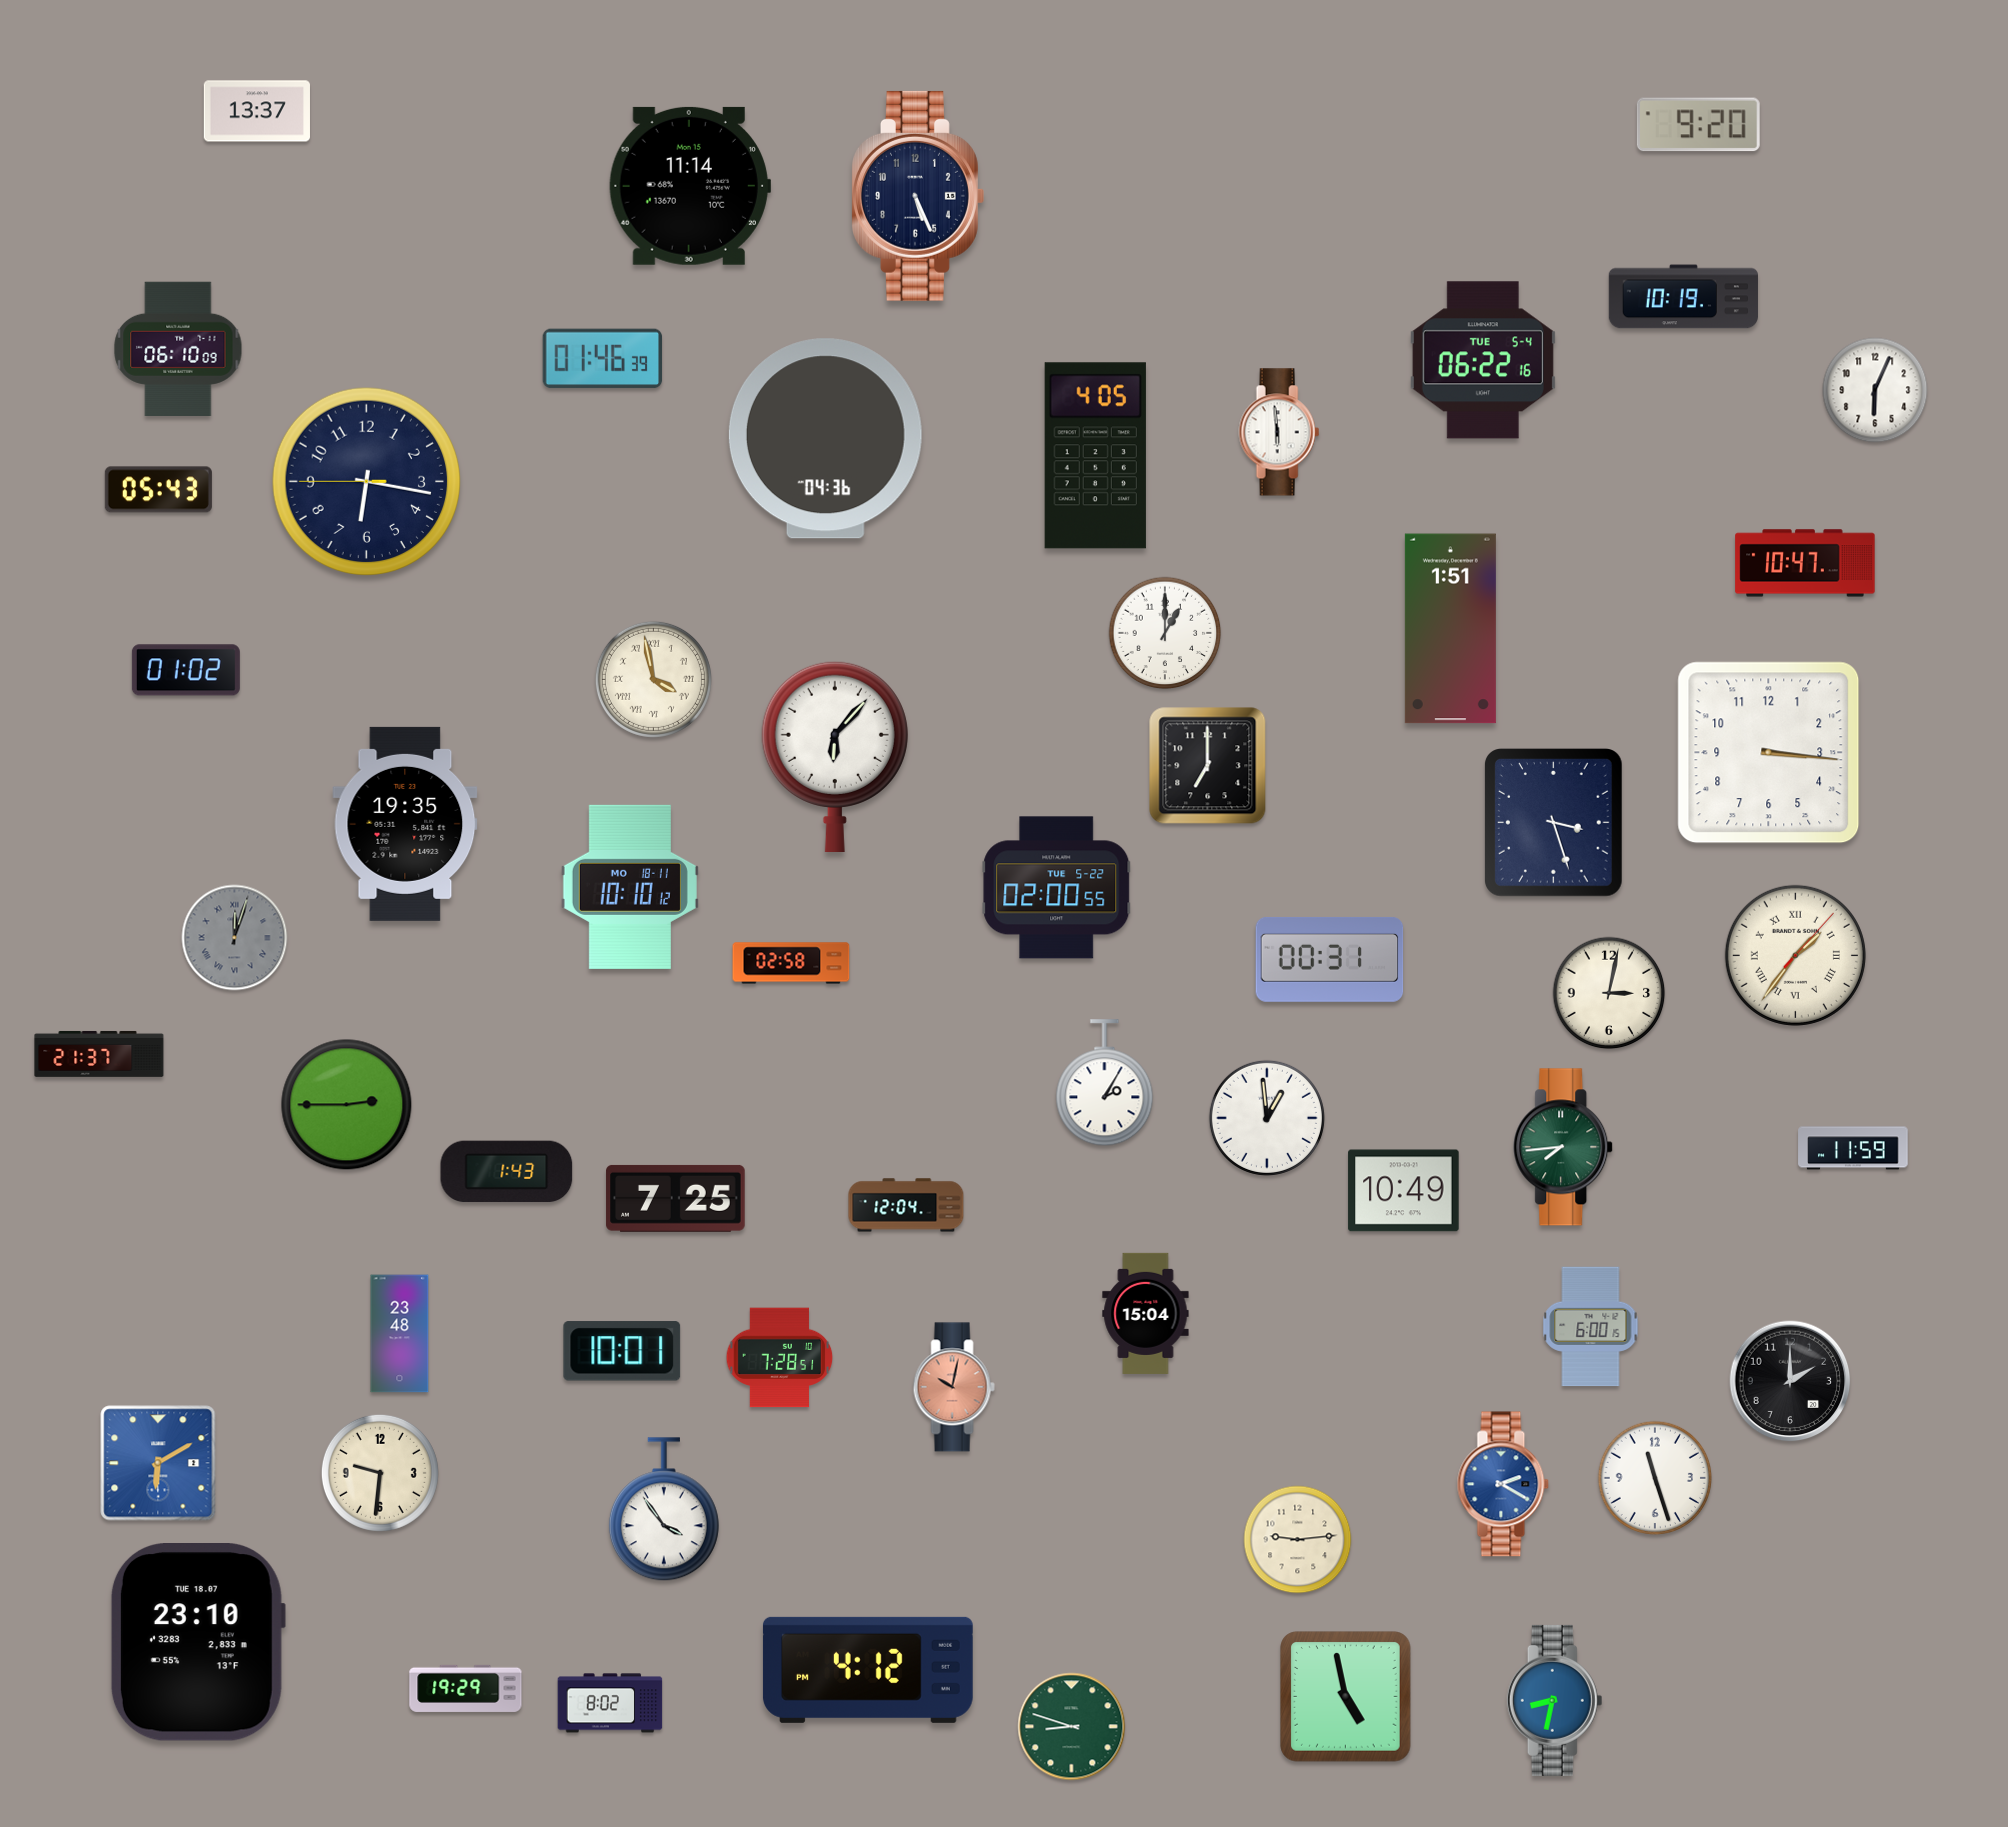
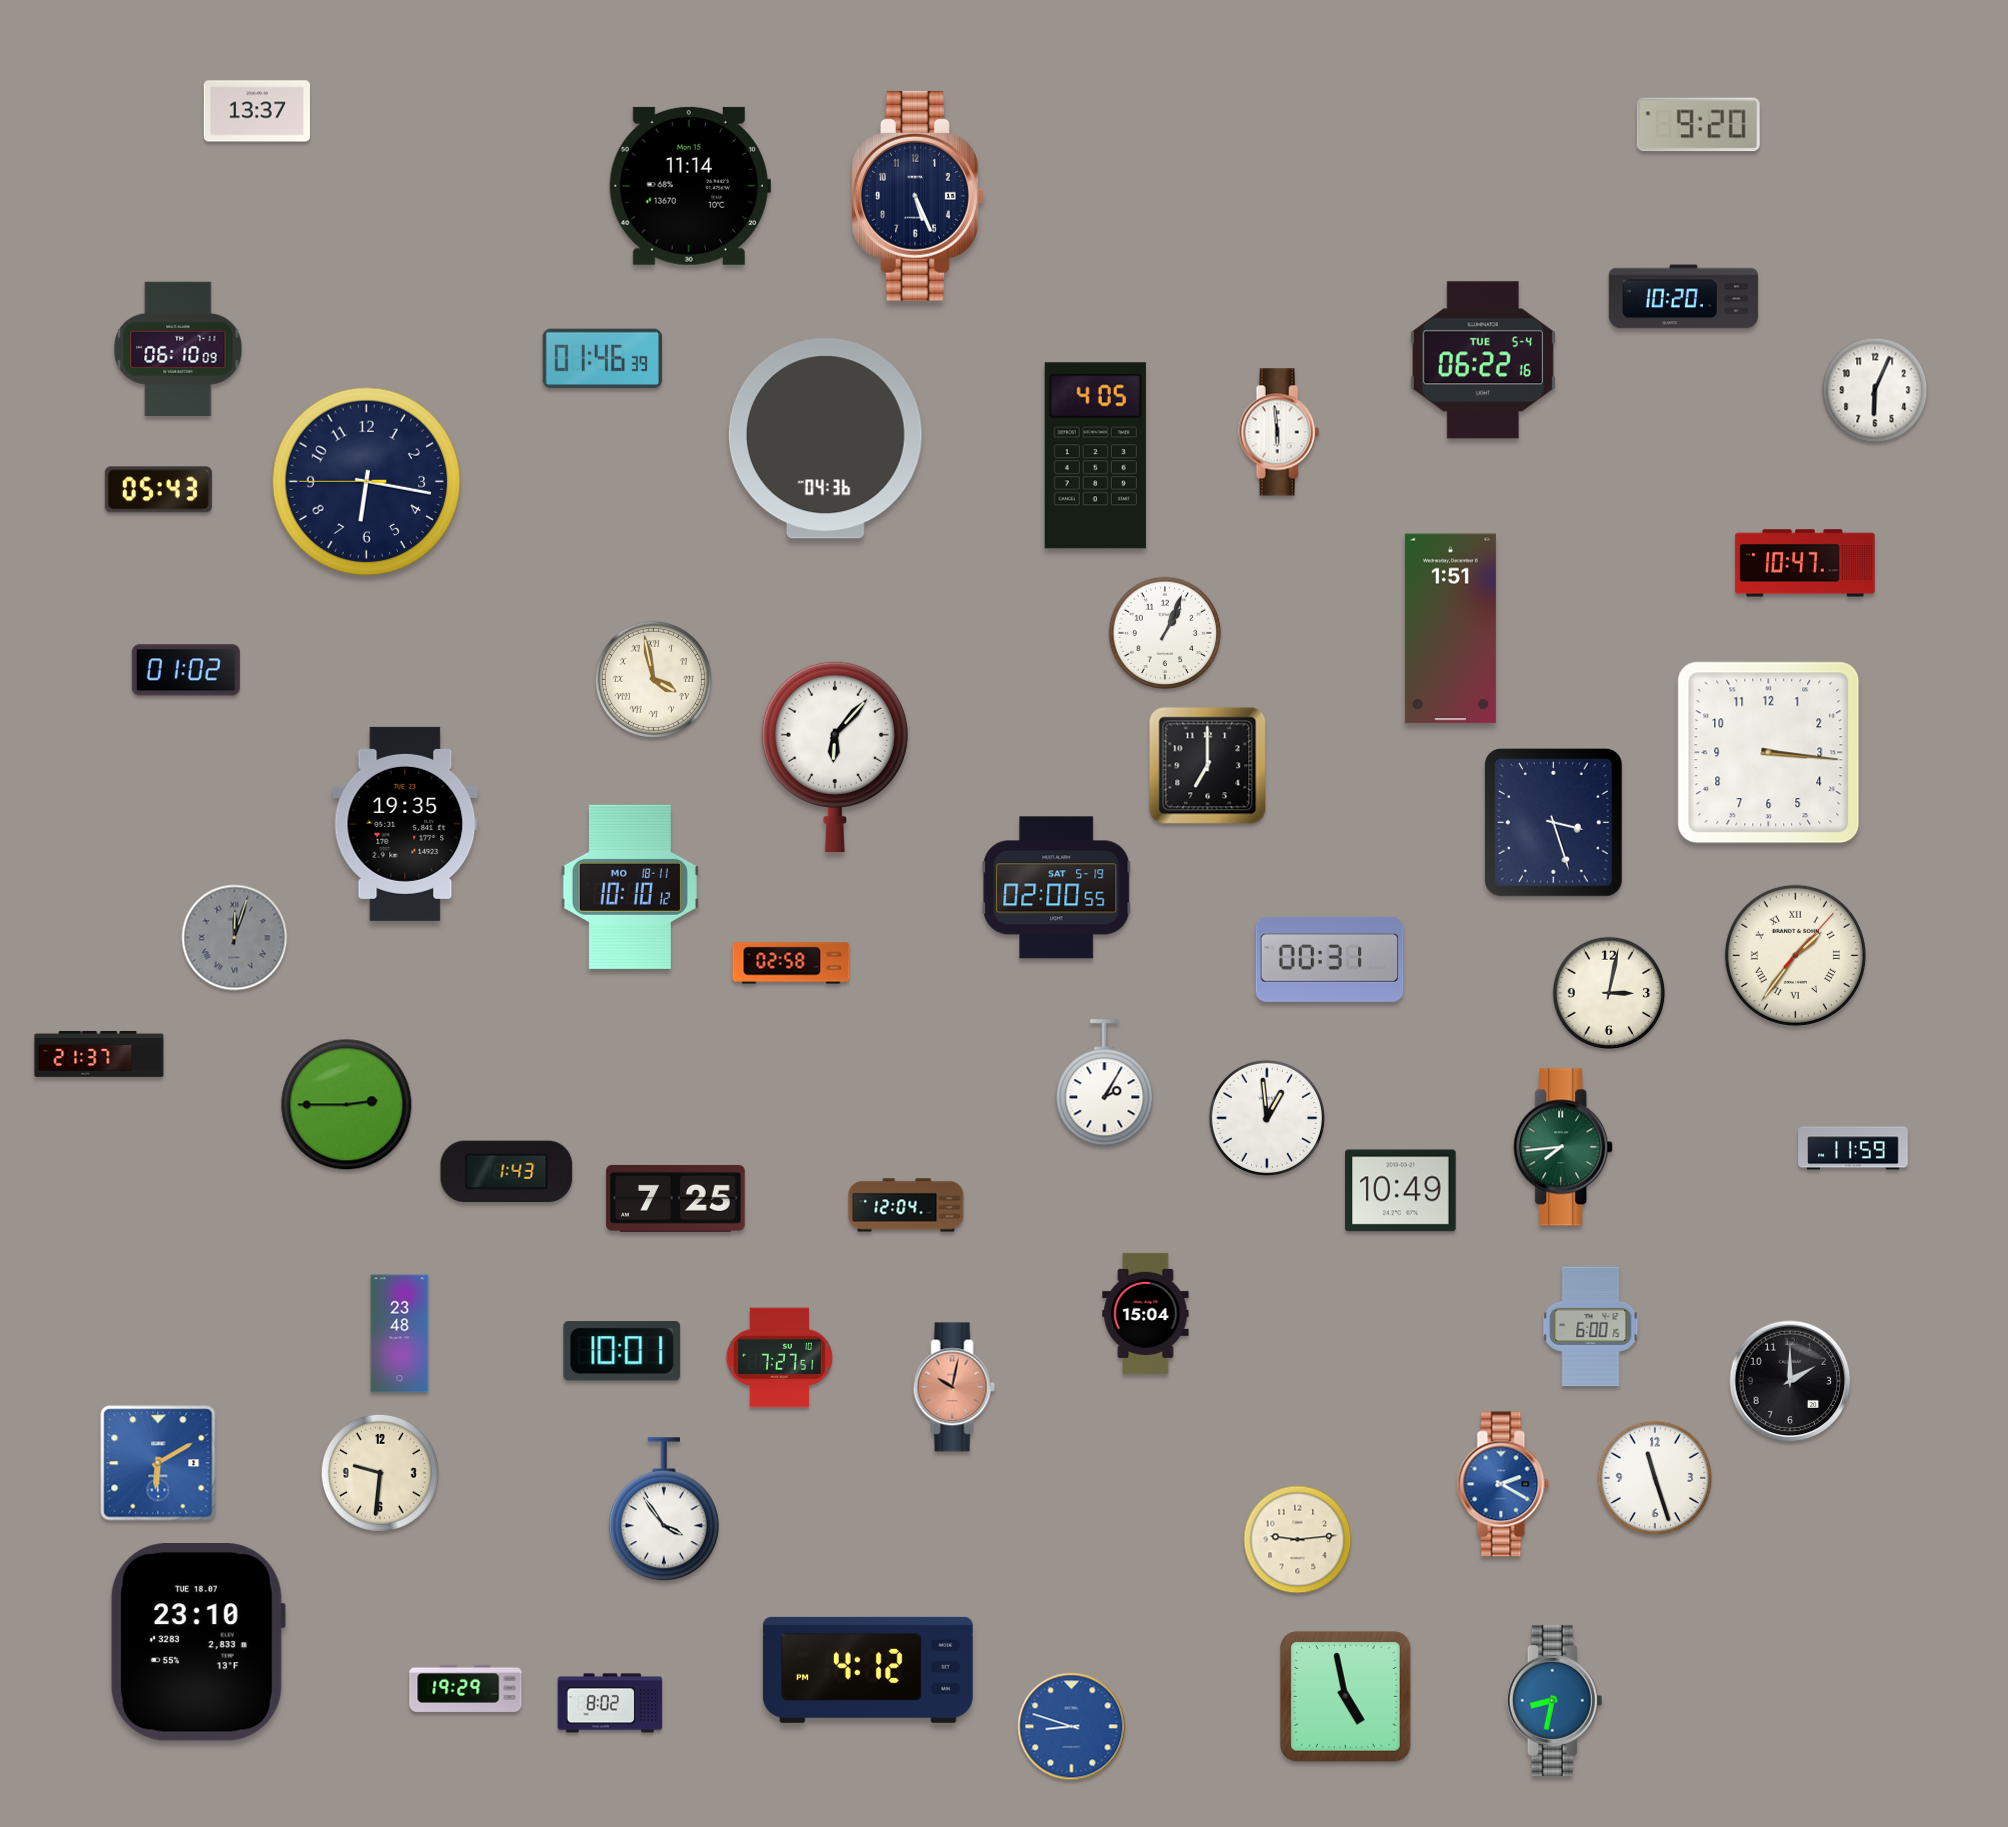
clock at (1683, 297): 10:19 -> 10:20
clock at (1165, 633): 1:00 -> 1:04
clock at (1057, 888) date: TUE 5-22 -> SAT 5-19
clock at (1404, 1191) position: (1404, 1191) -> (1401, 1191)
clock at (780, 1358): 7:28 -> 7:27
clock at (1072, 1727) dial: green -> blue
